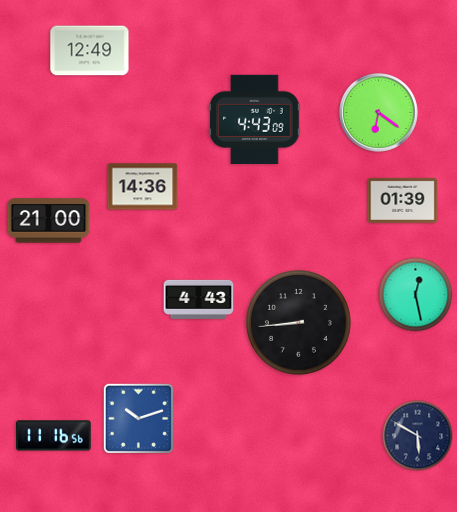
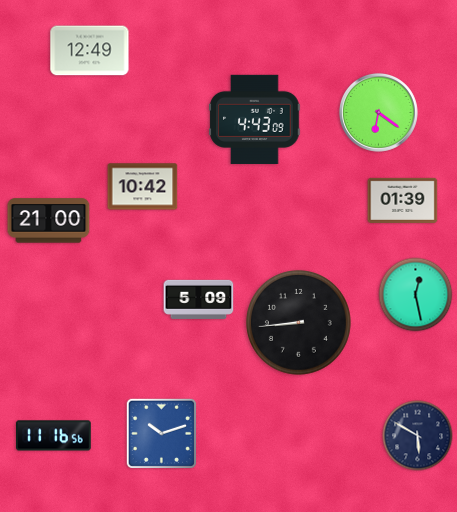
clock at (143, 187): 14:36 -> 10:42
clock at (199, 299): 4:43 -> 5:09
clock at (138, 418) position: (138, 418) -> (161, 433)
